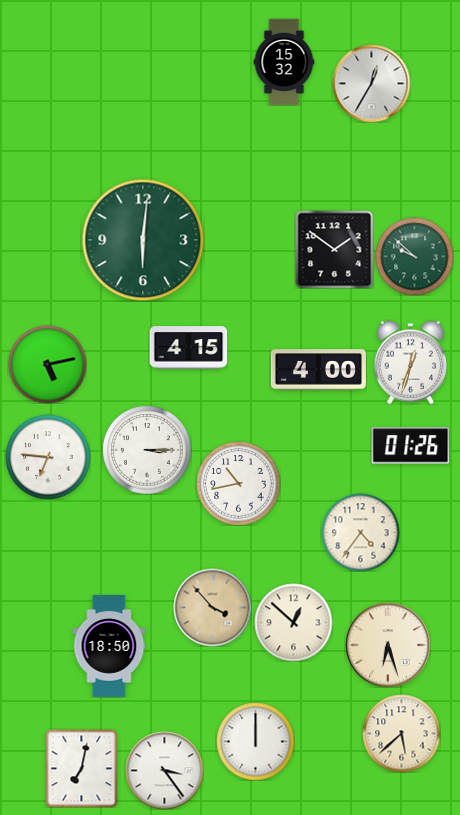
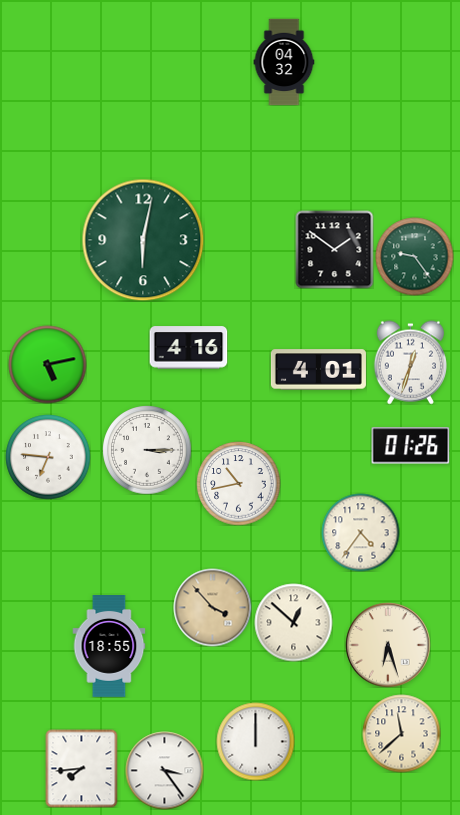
clock at (284, 62): 15:32 -> 04:32
clock at (371, 83): 12:35 -> none
clock at (143, 240): 6:01 -> 6:02
clock at (414, 256): 9:52 -> 9:24
clock at (188, 348): 4:15 -> 4:16
clock at (318, 370): 4:00 -> 4:01
clock at (109, 647): 18:50 -> 18:55
clock at (401, 733): 5:38 -> 11:38
clock at (82, 768): 7:02 -> 7:44
